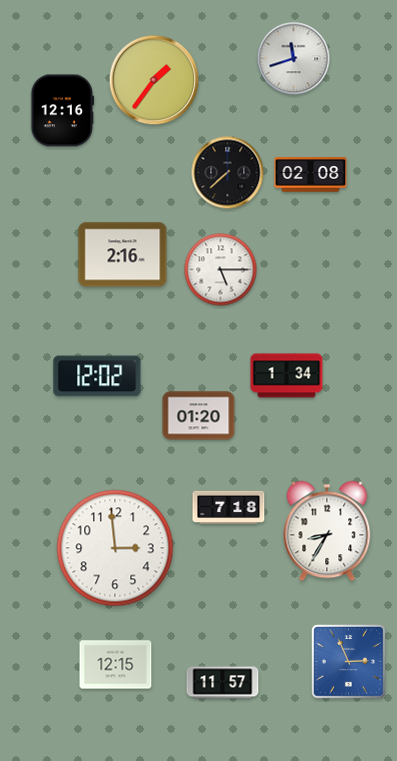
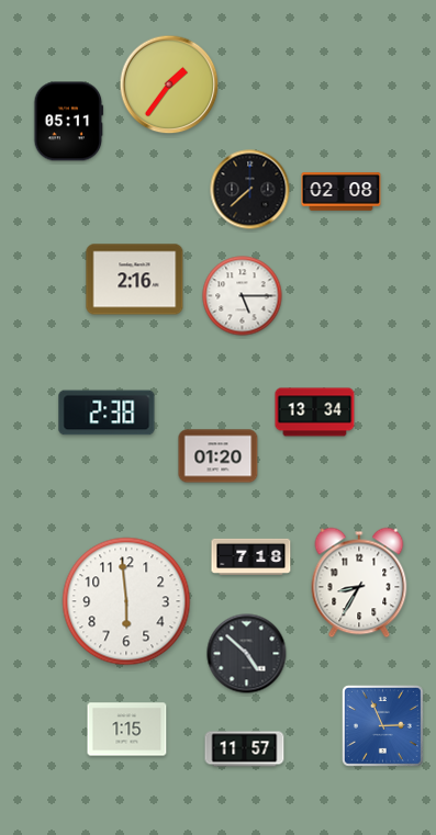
clock at (294, 59): 11:42 -> none
clock at (154, 80) position: (154, 80) -> (169, 84)
clock at (63, 111): 12:16 -> 05:11
clock at (97, 376): 12:02 -> 2:38
clock at (287, 376): 1:34 -> 13:34
clock at (115, 548): 2:59 -> 5:59
clock at (247, 654): none -> 4:52
clock at (116, 665): 12:15 -> 1:15
